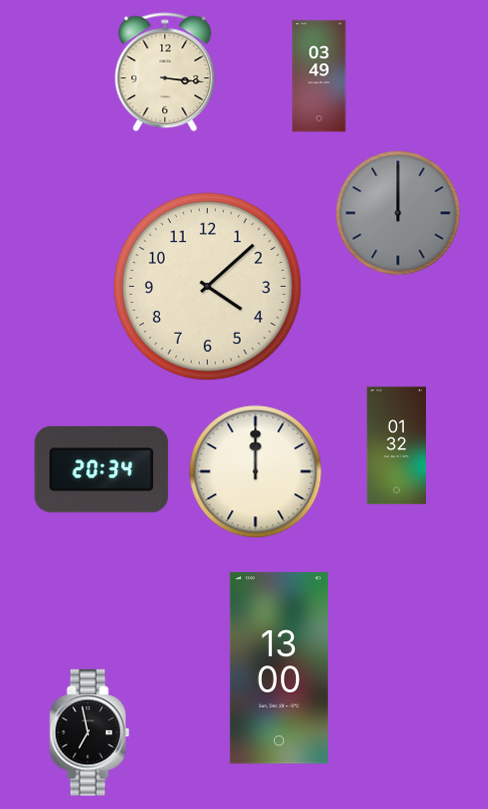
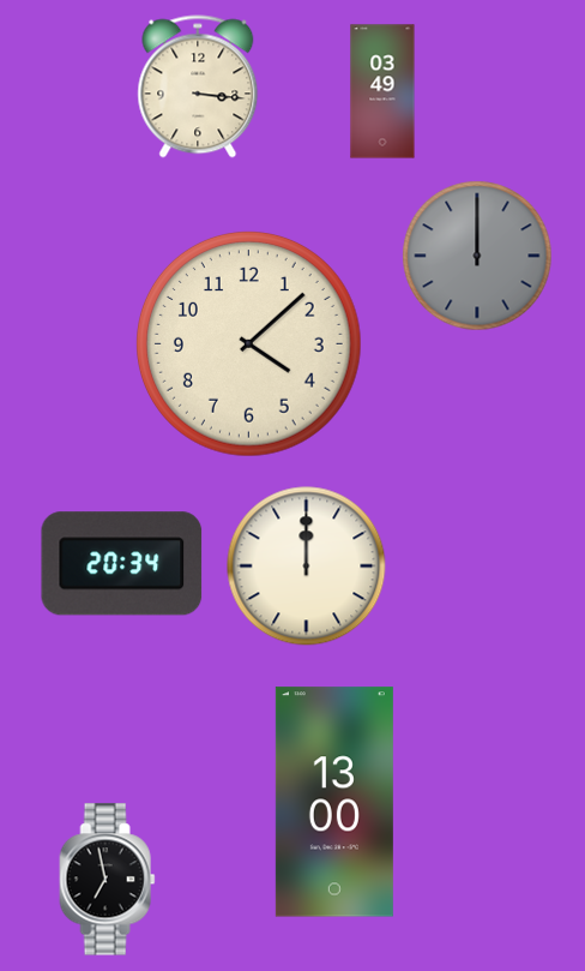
clock at (396, 446): 01:32 -> none
